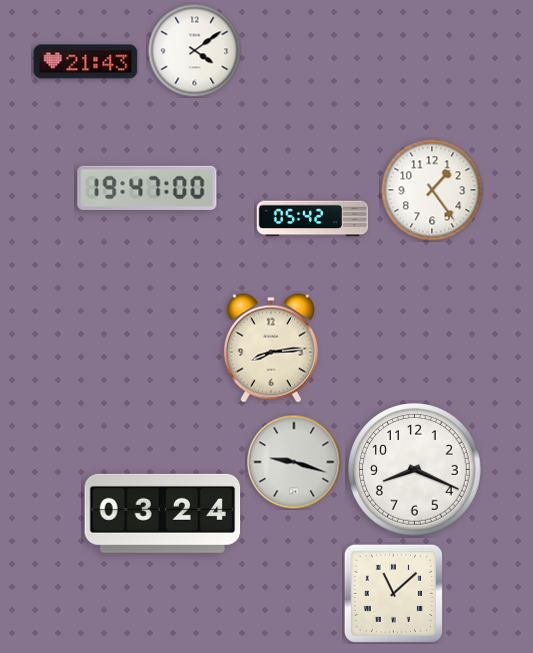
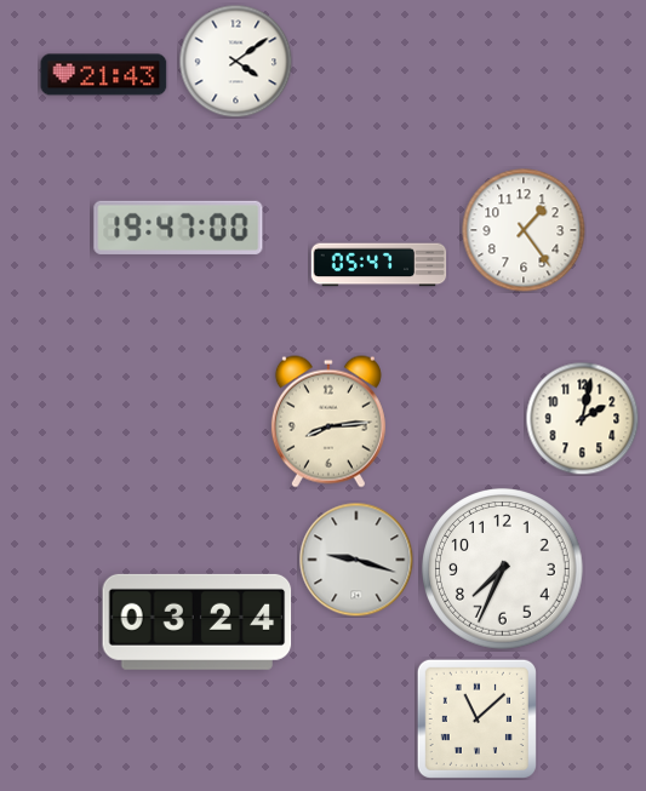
clock at (313, 219): 05:42 -> 05:47
clock at (582, 418): none -> 2:02
clock at (415, 470): 8:19 -> 7:34
